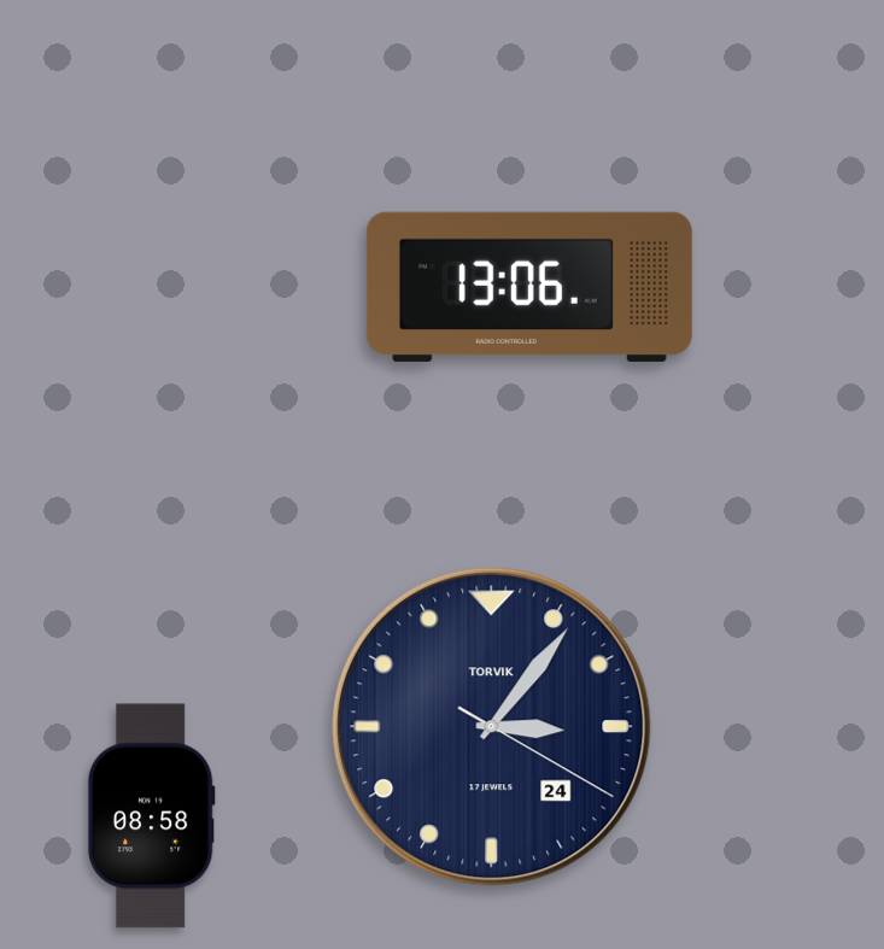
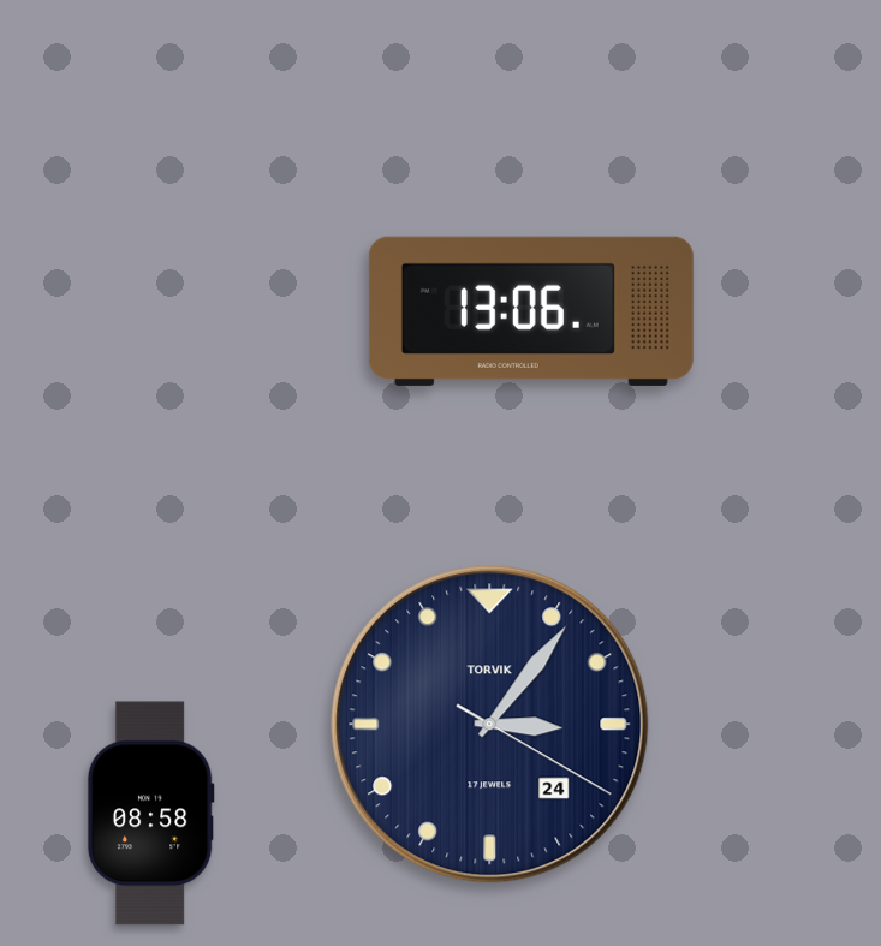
clock at (529, 287) position: (529, 287) -> (531, 311)
